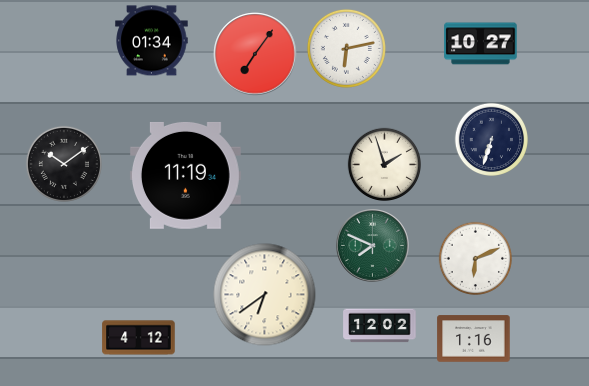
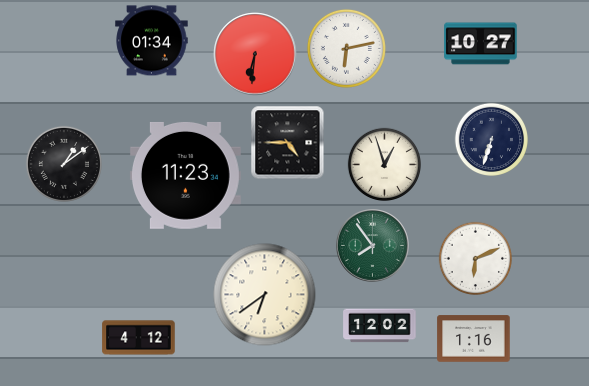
clock at (255, 54): 7:06 -> 6:31
clock at (288, 143): none -> 4:45
clock at (64, 164): 10:09 -> 1:09
clock at (385, 165): 1:57 -> 12:57
clock at (185, 175): 11:19 -> 11:23
clock at (373, 246): 7:49 -> 7:54
